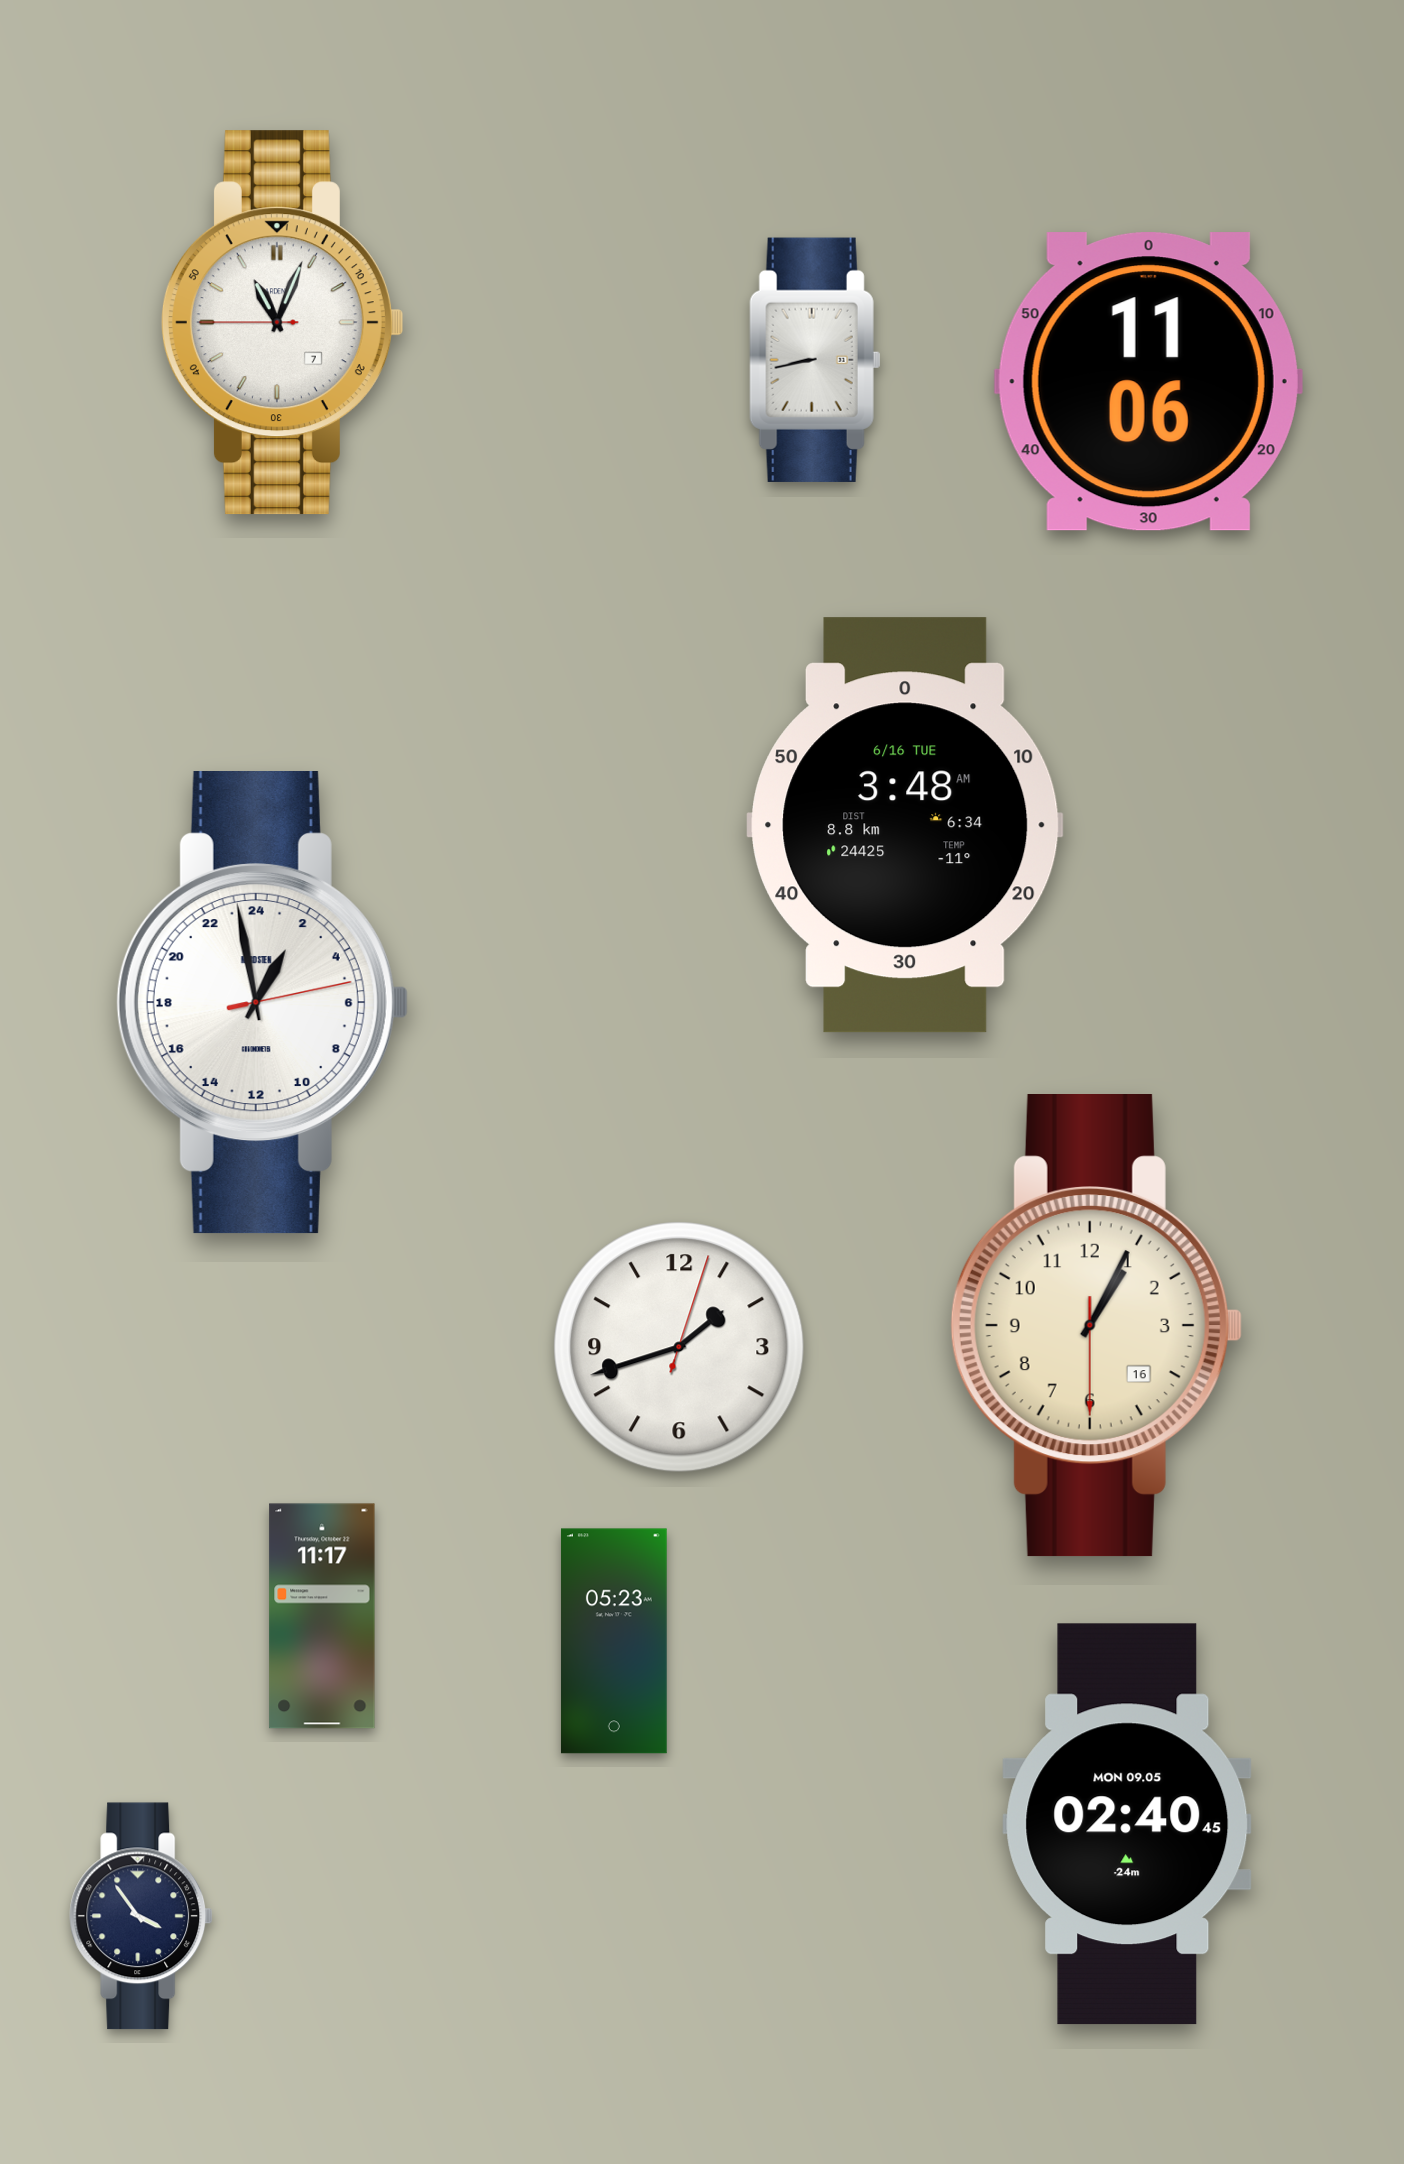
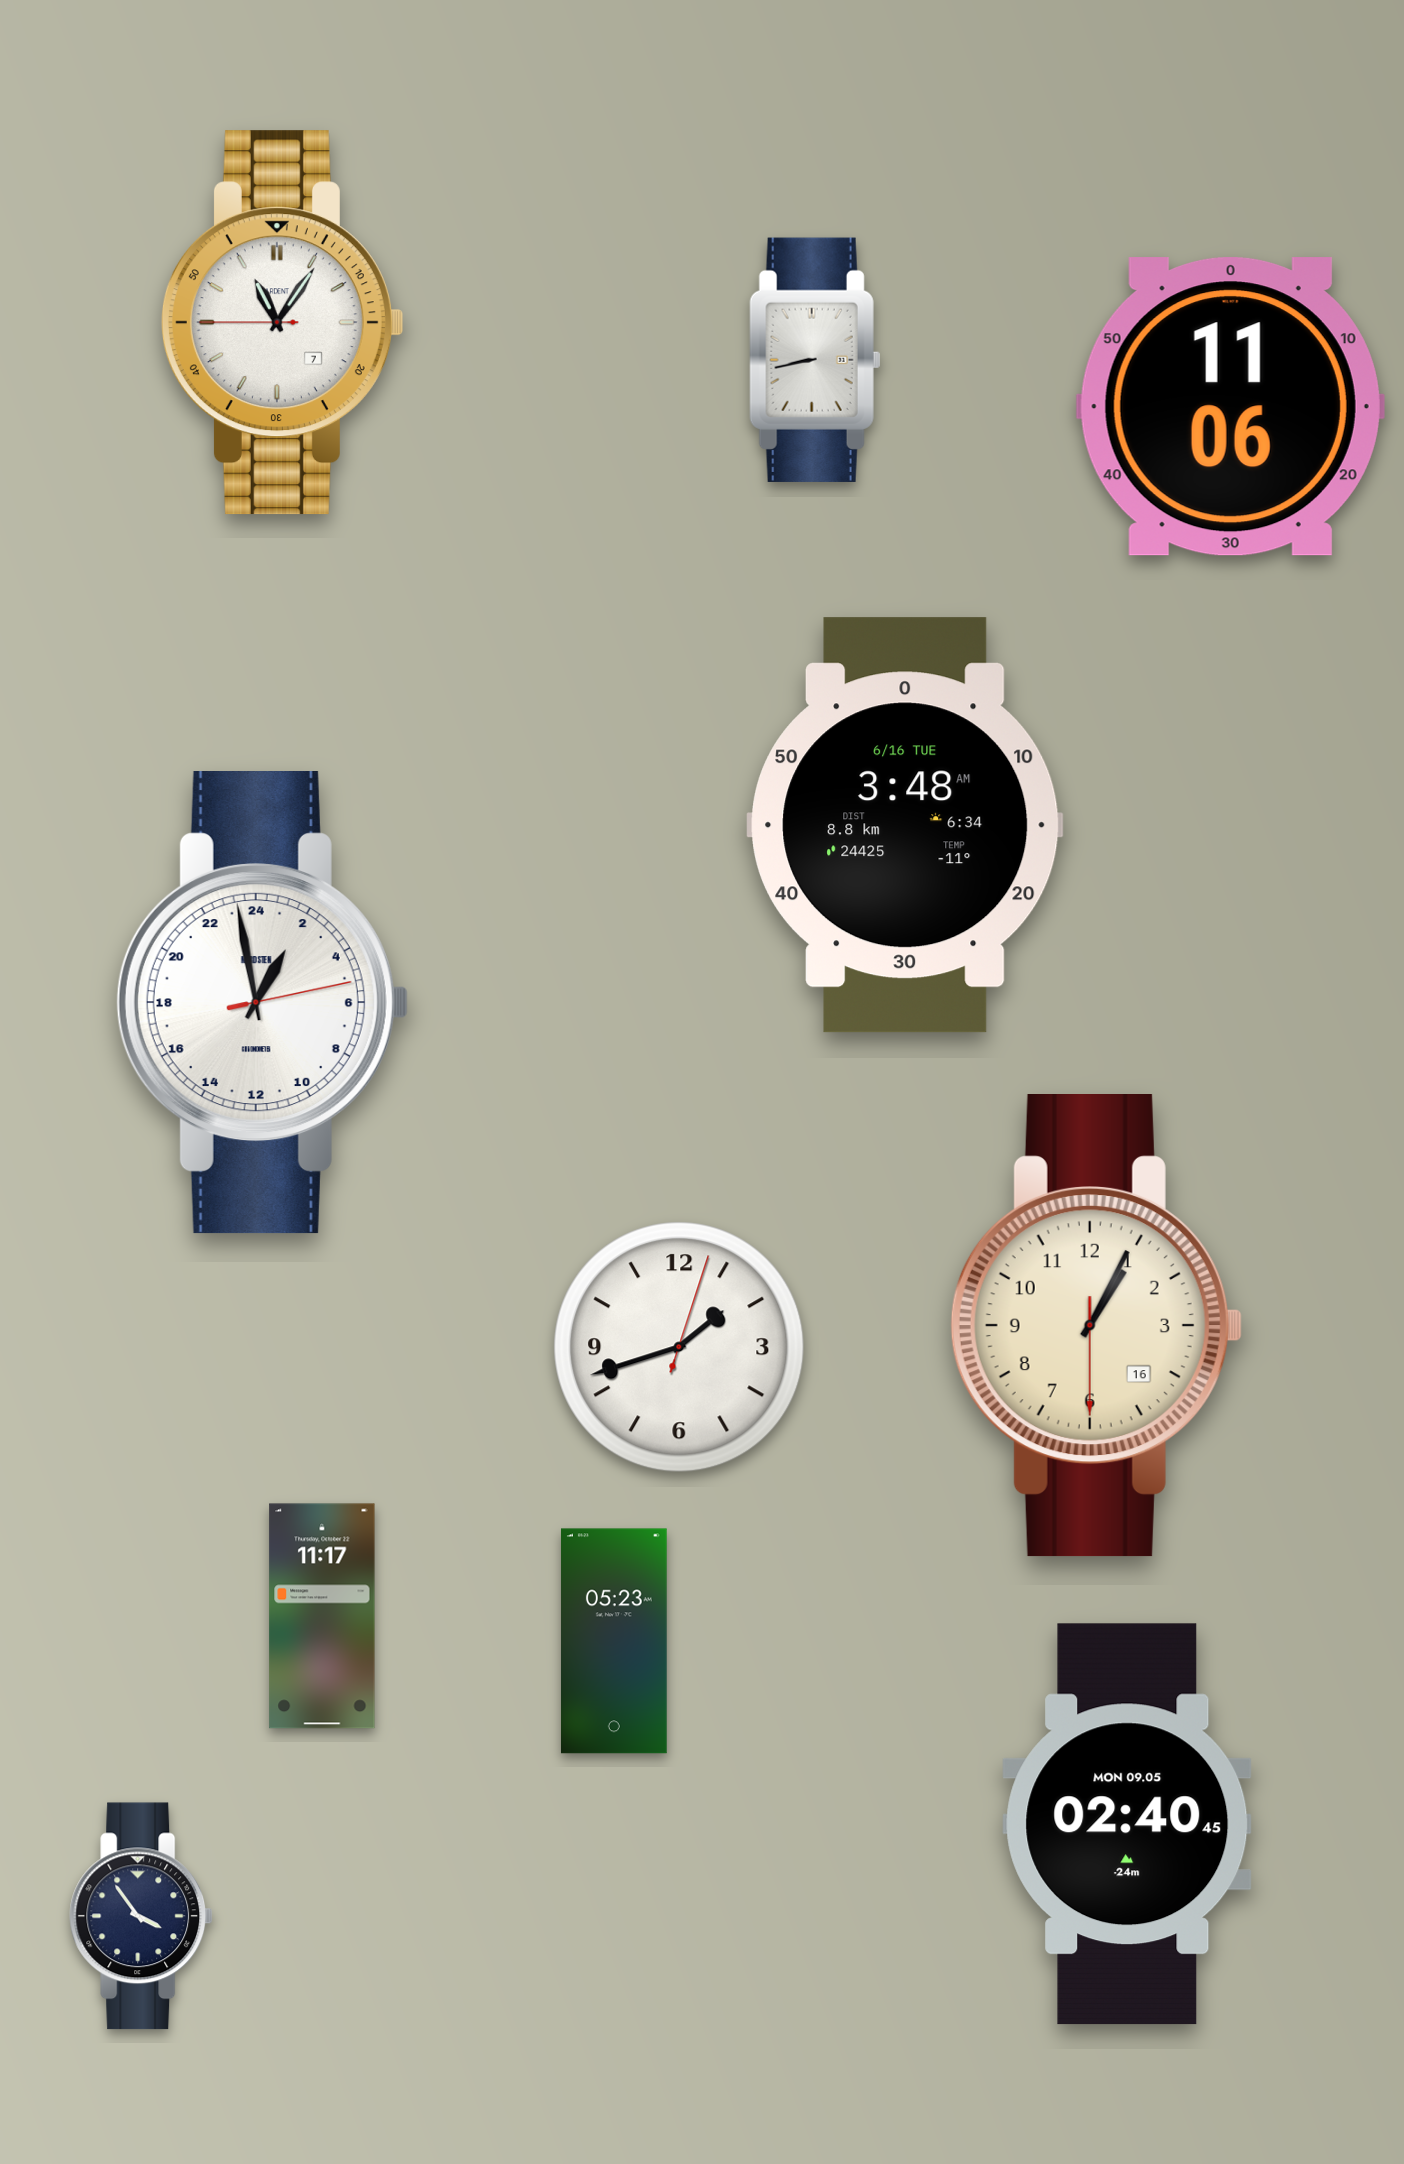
clock at (282, 323): 11:03 -> 11:05
clock at (1148, 382) position: (1148, 382) -> (1230, 407)
